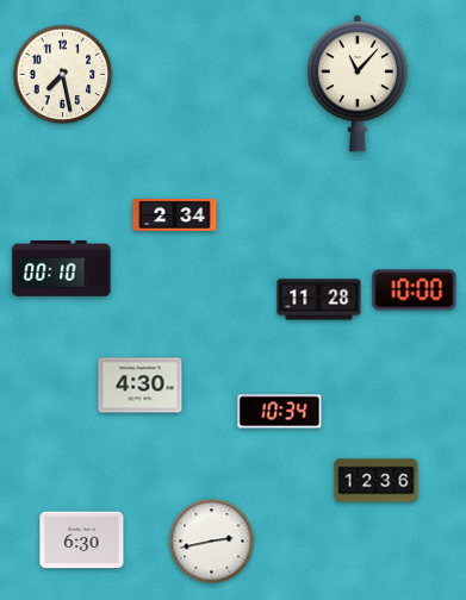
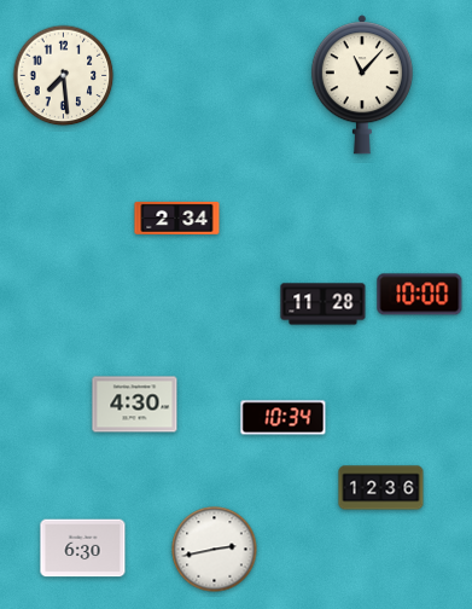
clock at (63, 75): 7:28 -> 7:29
clock at (62, 269): 00:10 -> none
clock at (141, 386) position: (141, 386) -> (135, 405)
